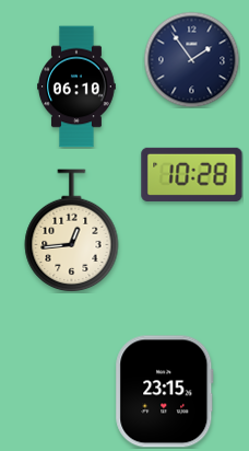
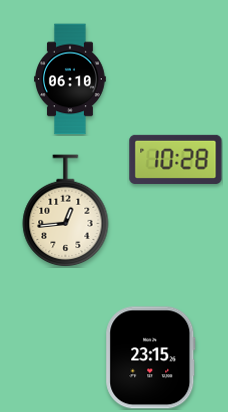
clock at (191, 59): 1:54 -> none
